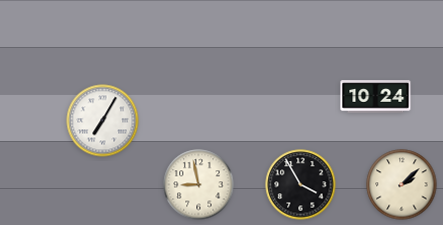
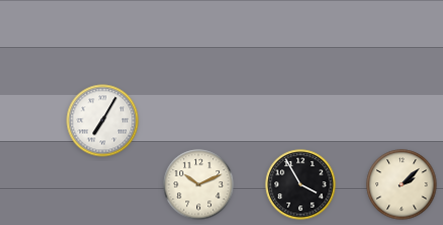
clock at (376, 97): 10:24 -> none
clock at (199, 185): 8:58 -> 10:11
